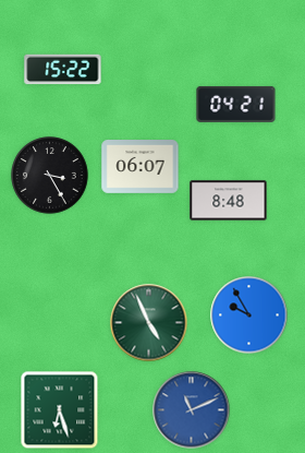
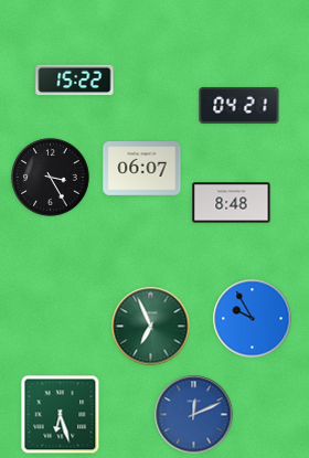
clock at (63, 70) position: (63, 70) -> (75, 81)
clock at (149, 323): 4:56 -> 6:56
clock at (192, 410): 11:11 -> 12:11
